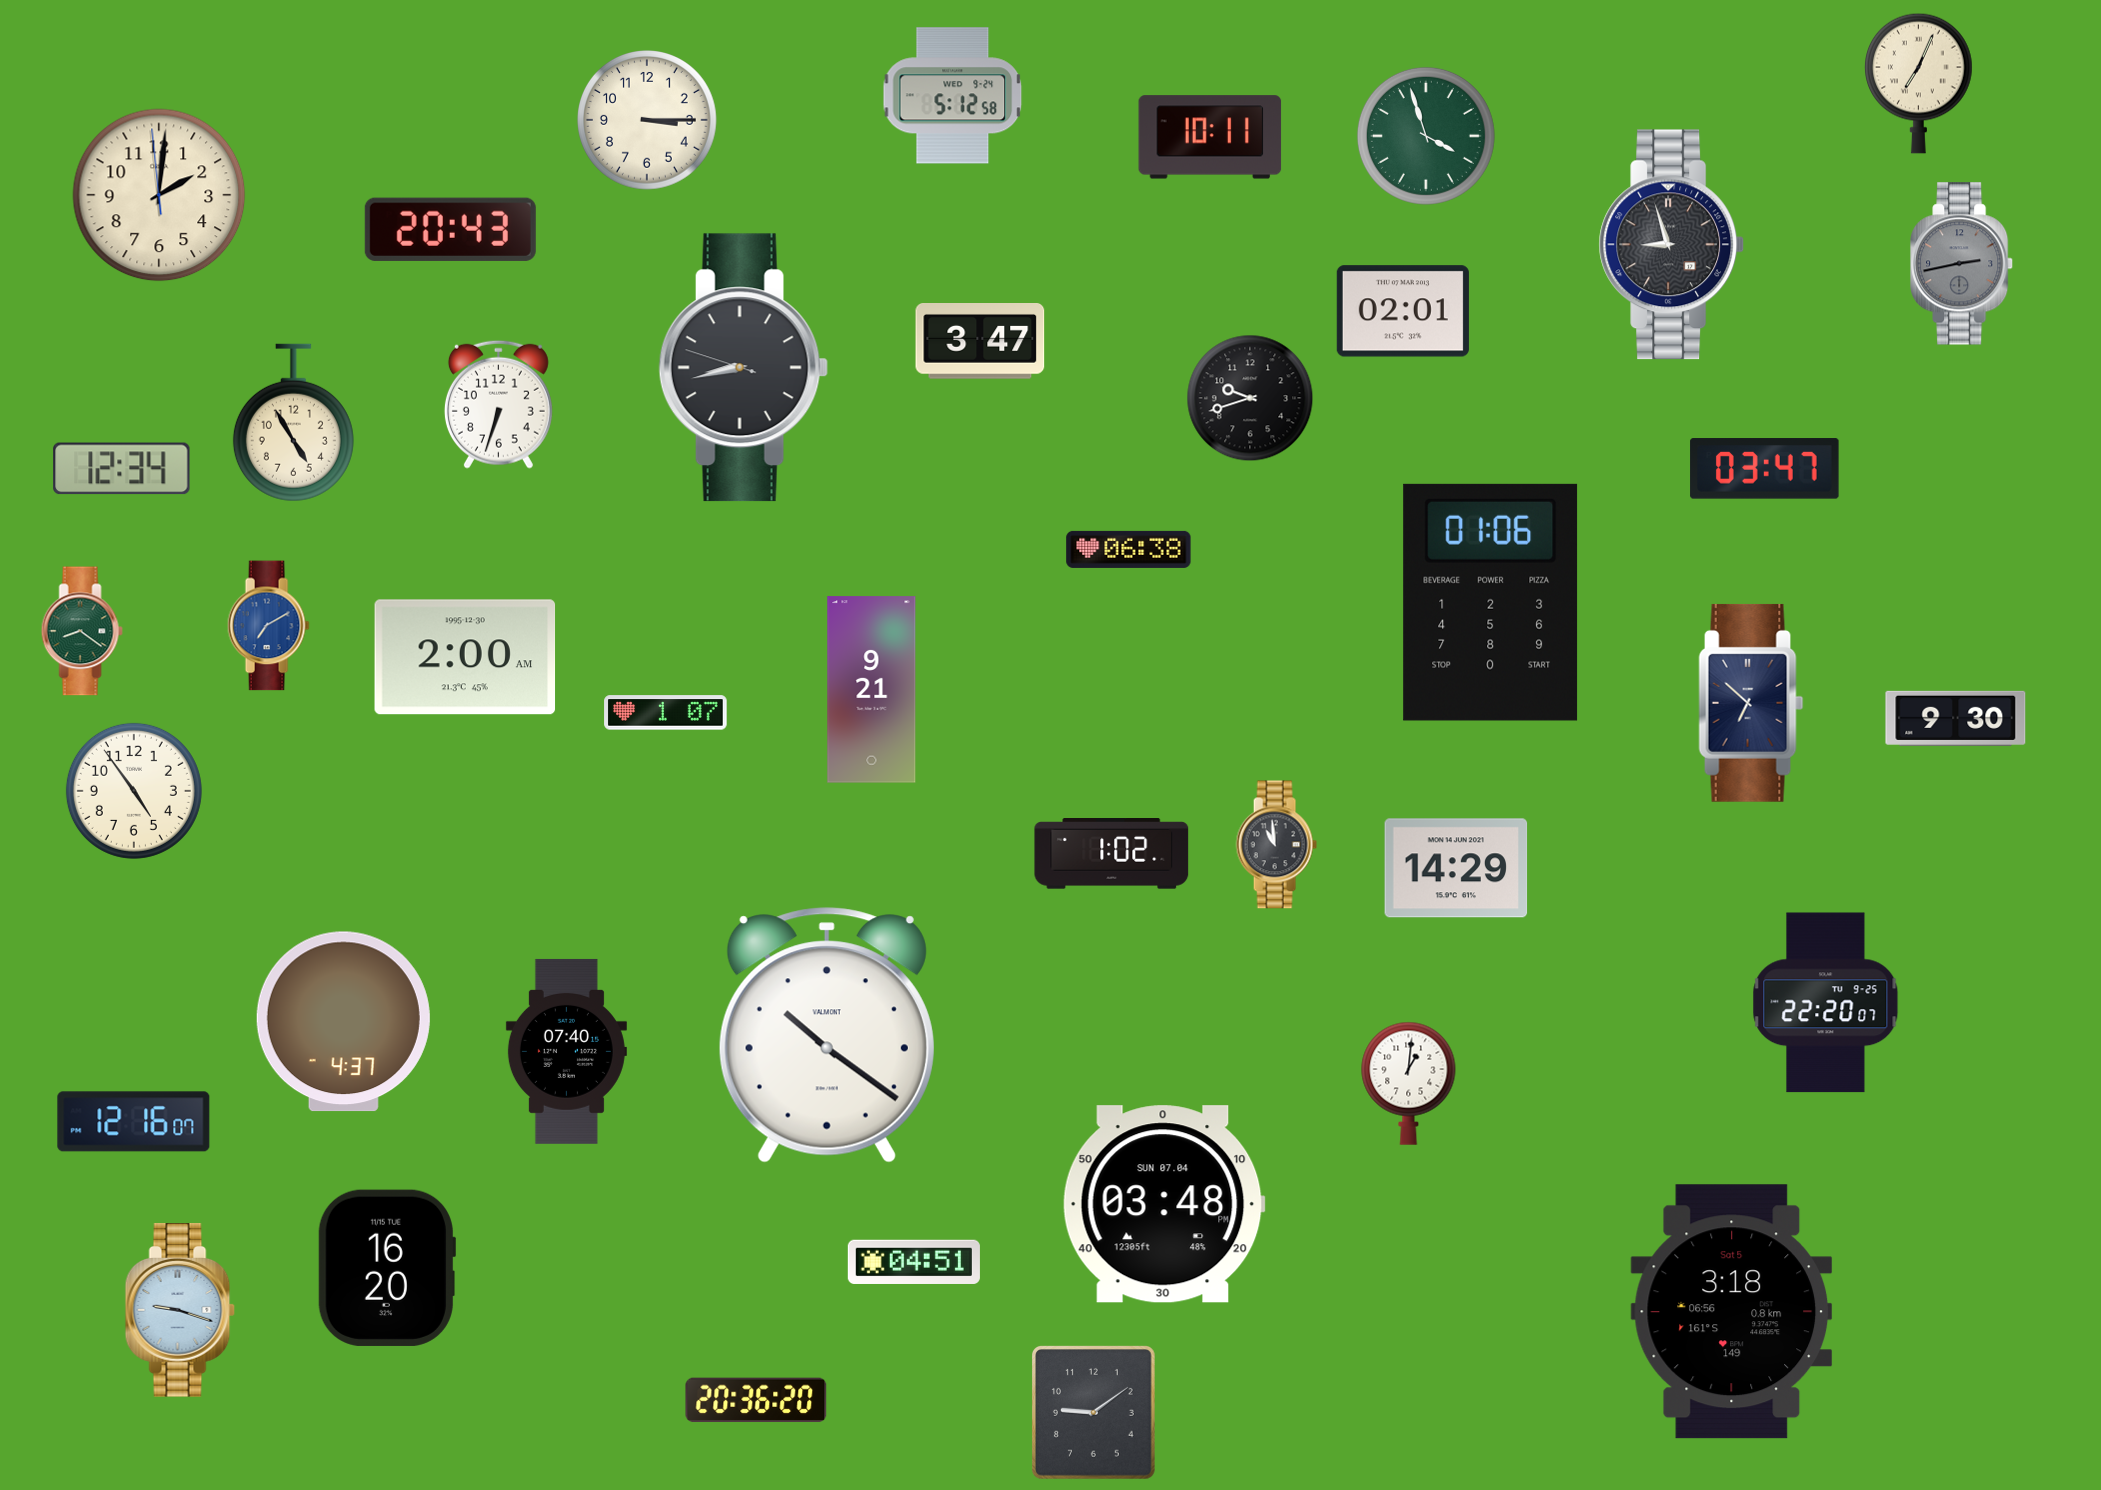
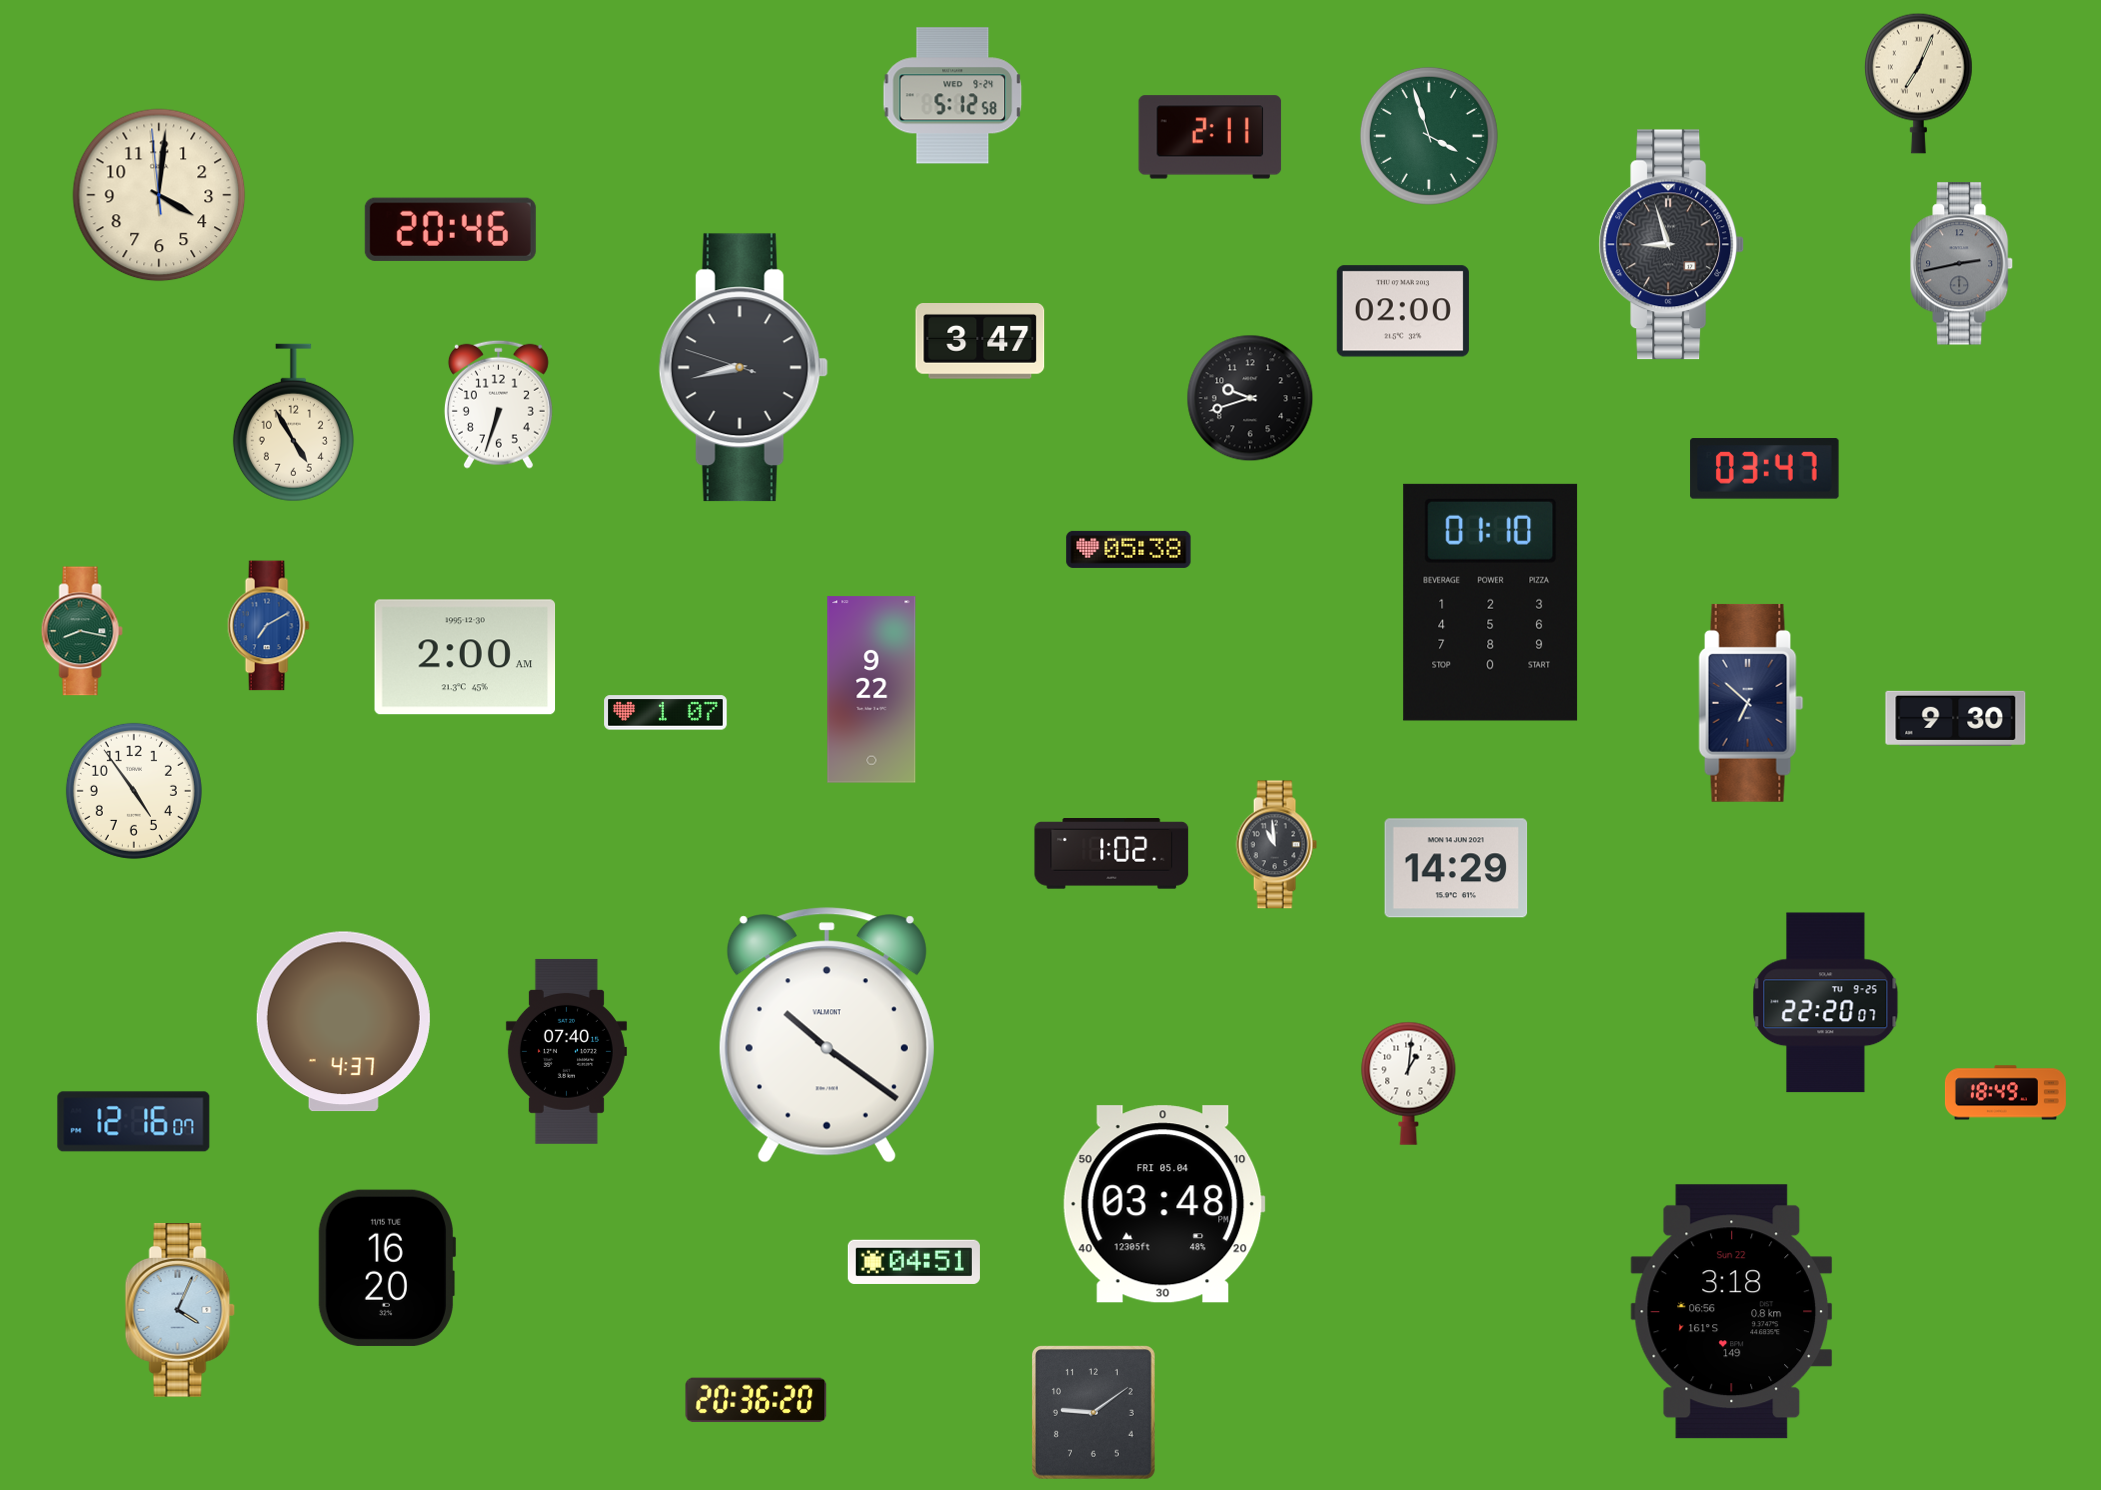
clock at (648, 121): 3:15 -> none
clock at (1426, 136) position: (1426, 136) -> (1429, 136)
clock at (1210, 137): 10:11 -> 2:11
clock at (159, 195): 2:00 -> 4:00
clock at (450, 229): 20:43 -> 20:46
clock at (1403, 311): 02:01 -> 02:00
clock at (122, 469): 12:34 -> none
clock at (1129, 549): 06:38 -> 05:38
clock at (1491, 602): 01:06 -> 01:10
clock at (82, 631): 8:21 -> 8:17
clock at (872, 690): 9:21 -> 9:22
clock at (2005, 1093): none -> 18:49
clock at (1164, 1204) date: SUN 07.04 -> FRI 05.04
clock at (180, 1310): 9:18 -> 4:04
clock at (1732, 1312) date: Sat 5 -> Sun 22
